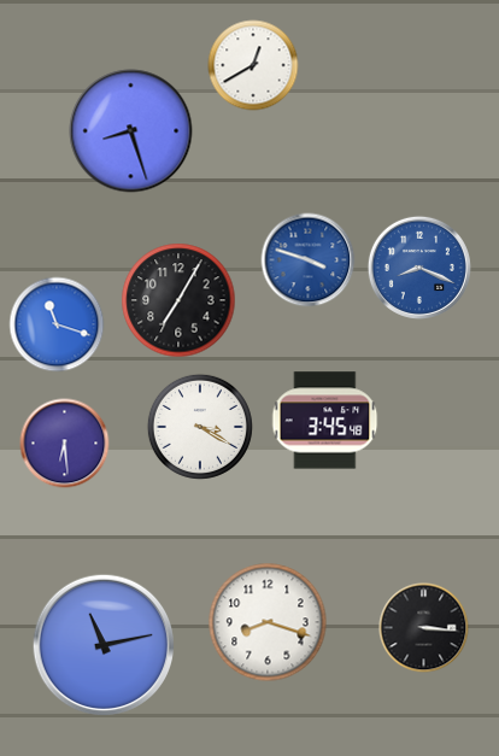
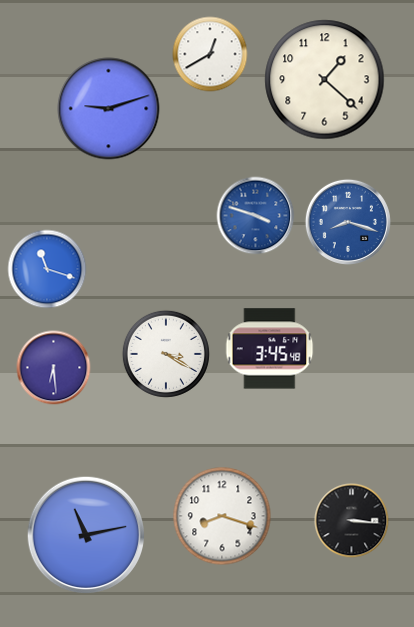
clock at (325, 80): none -> 1:22
clock at (131, 131): 8:27 -> 9:12
clock at (419, 268): 8:19 -> 8:18
clock at (178, 300): 7:05 -> none
